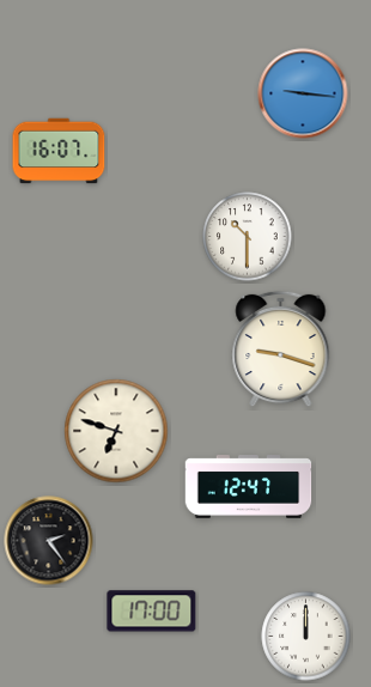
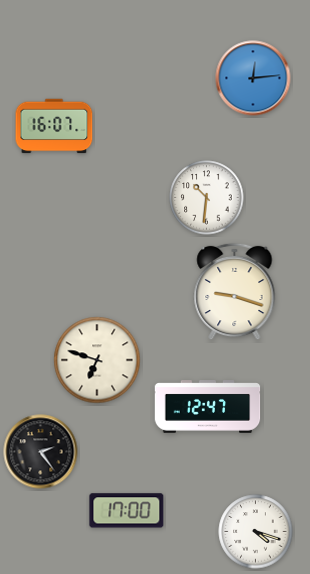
clock at (303, 93): 9:16 -> 12:14
clock at (59, 151) position: (59, 151) -> (54, 126)
clock at (248, 237): 10:30 -> 10:31
clock at (306, 637): 12:00 -> 4:18
